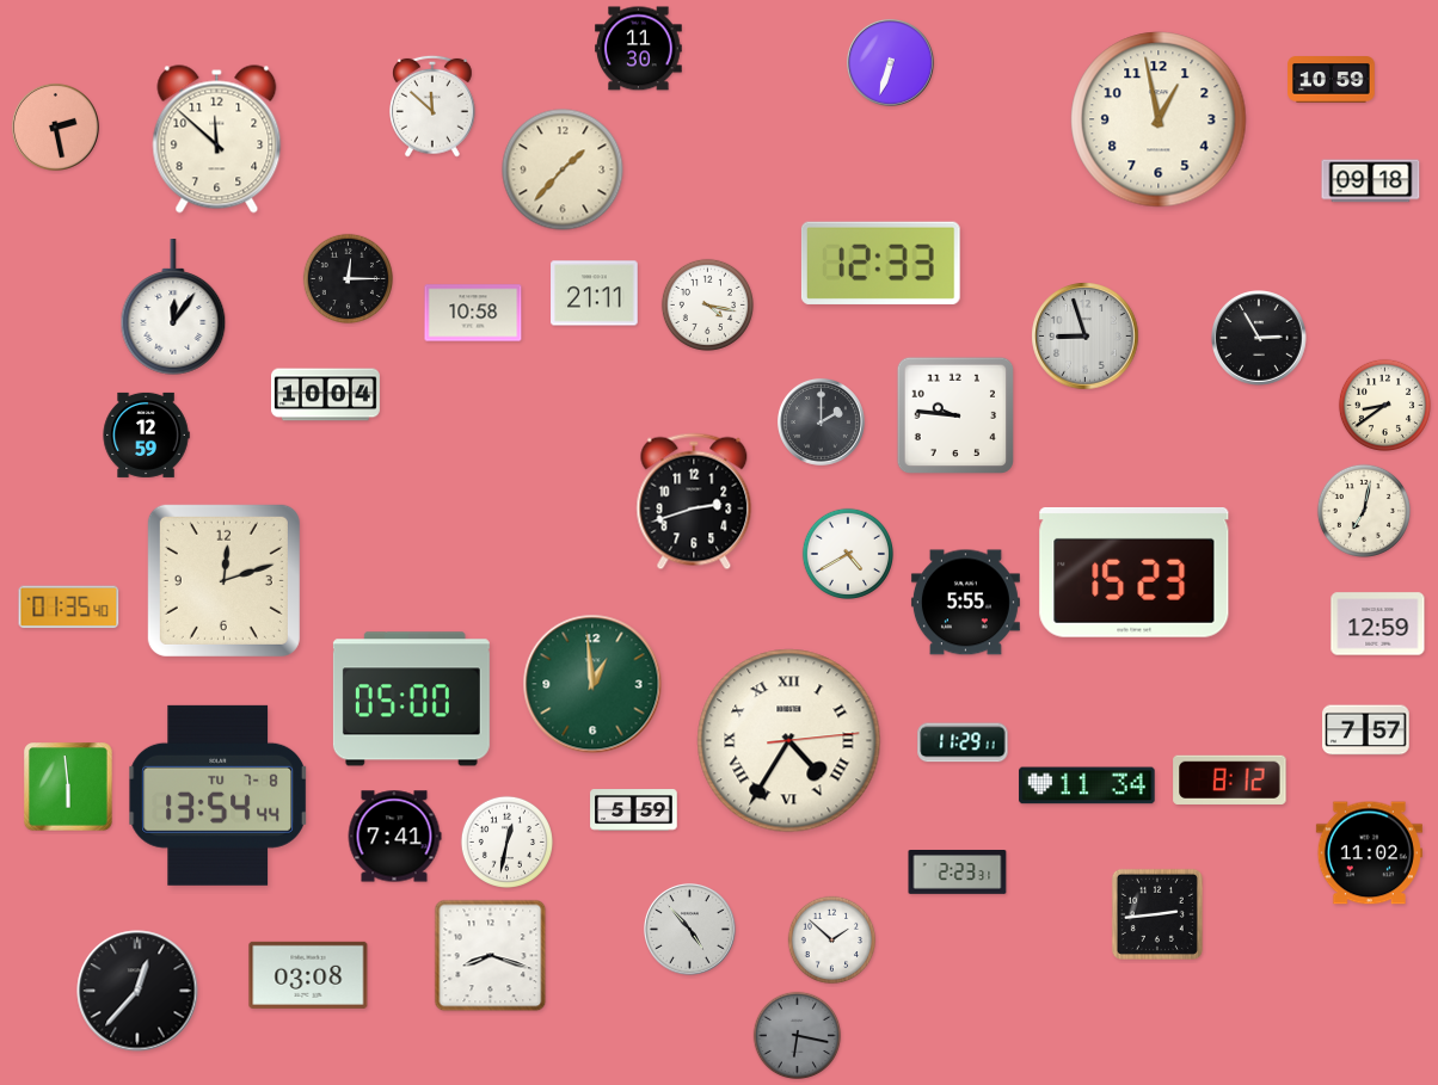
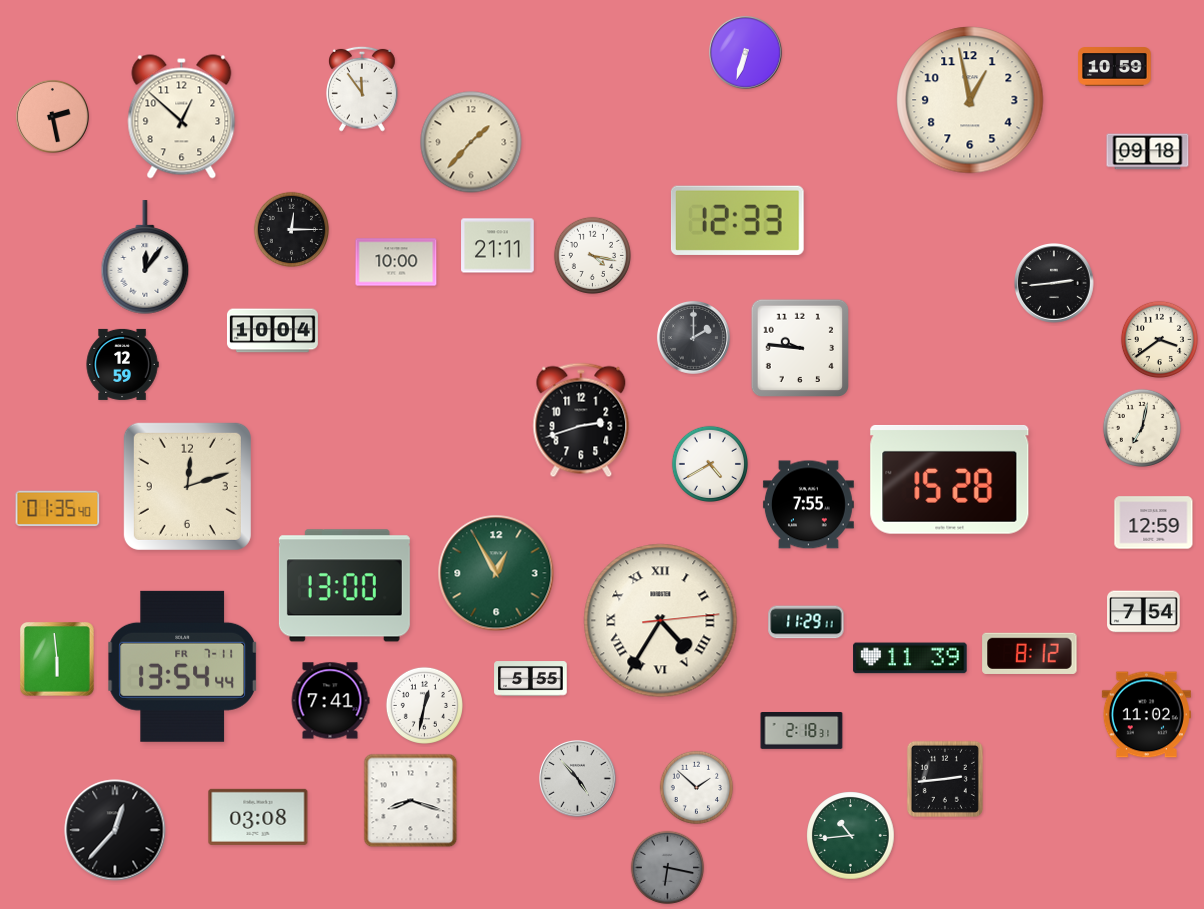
clock at (639, 49): 11:30 -> none
clock at (434, 106): 11:52 -> 11:54
clock at (55, 127) position: (55, 127) -> (52, 116)
clock at (217, 140): 11:52 -> 12:52
clock at (348, 278) position: (348, 278) -> (291, 229)
clock at (473, 313): 10:58 -> 10:00
clock at (1086, 337): 8:57 -> none
clock at (1260, 339): 2:55 -> 2:44
clock at (1384, 405): 8:39 -> 3:39
clock at (821, 421) position: (821, 421) -> (693, 337)
clock at (1135, 572): 15:23 -> 15:28
clock at (965, 603): 5:55 -> 7:55
clock at (592, 684): 12:59 -> 12:55
clock at (411, 699): 05:00 -> 13:00
clock at (1366, 730): 7:57 -> 7:54
clock at (1087, 785): 11:34 -> 11:39
clock at (219, 795) date: TU 7-8 -> FR 7-11
clock at (634, 810): 5:59 -> 5:55
clock at (958, 873): 2:23 -> 2:18
clock at (1157, 914) position: (1157, 914) -> (945, 779)
clock at (851, 836): none -> 10:44
